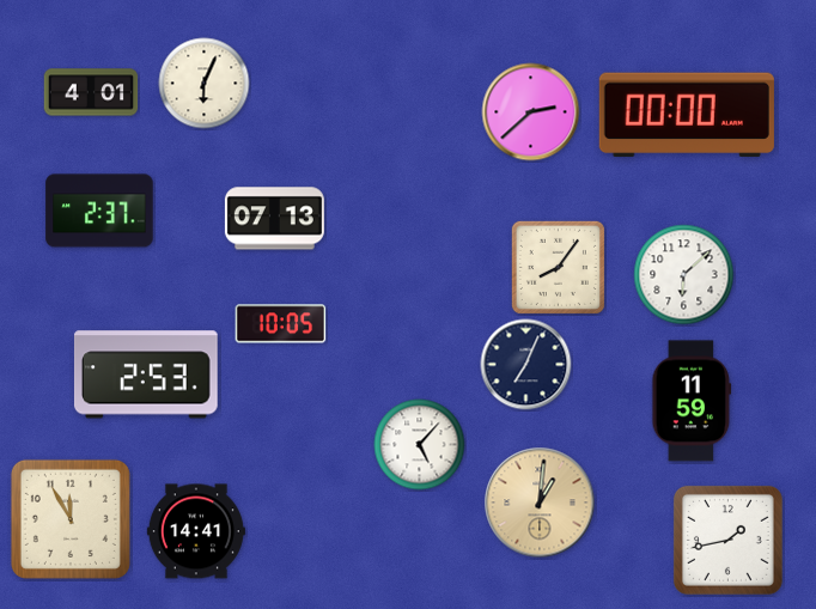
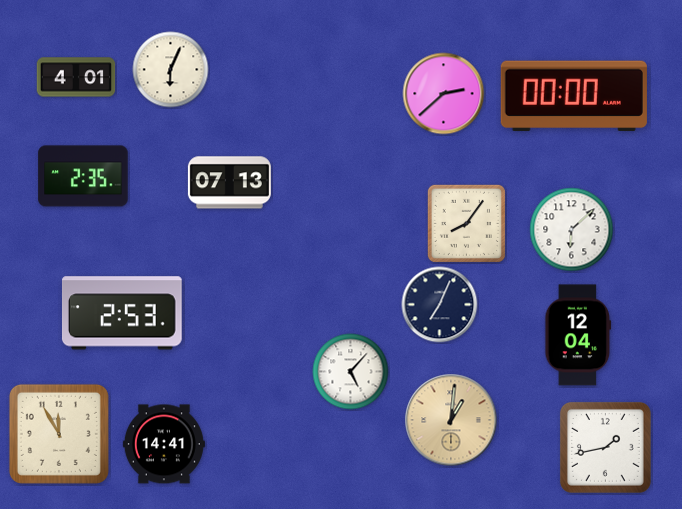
clock at (99, 211): 2:37 -> 2:35
clock at (281, 324): 10:05 -> none
clock at (692, 401): 11:59 -> 12:04
clock at (727, 540) position: (727, 540) -> (605, 447)
